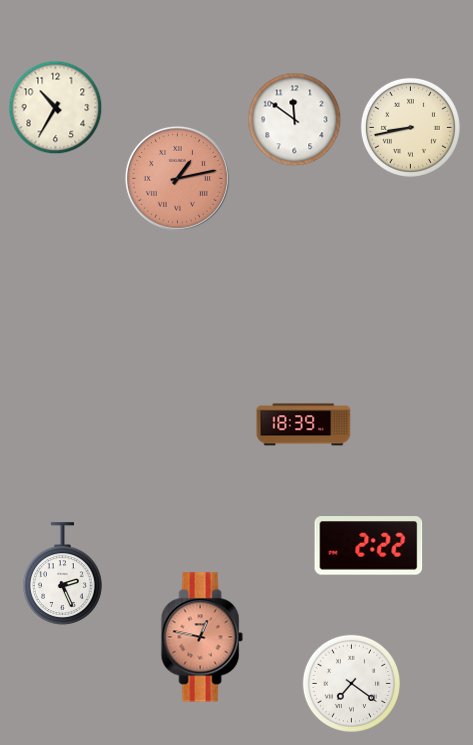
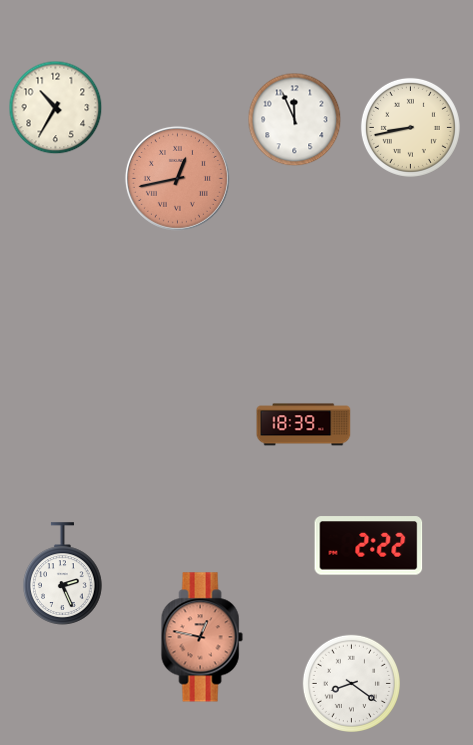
clock at (295, 120): 11:51 -> 11:56
clock at (177, 178): 1:13 -> 12:43
clock at (351, 683): 7:21 -> 8:21
